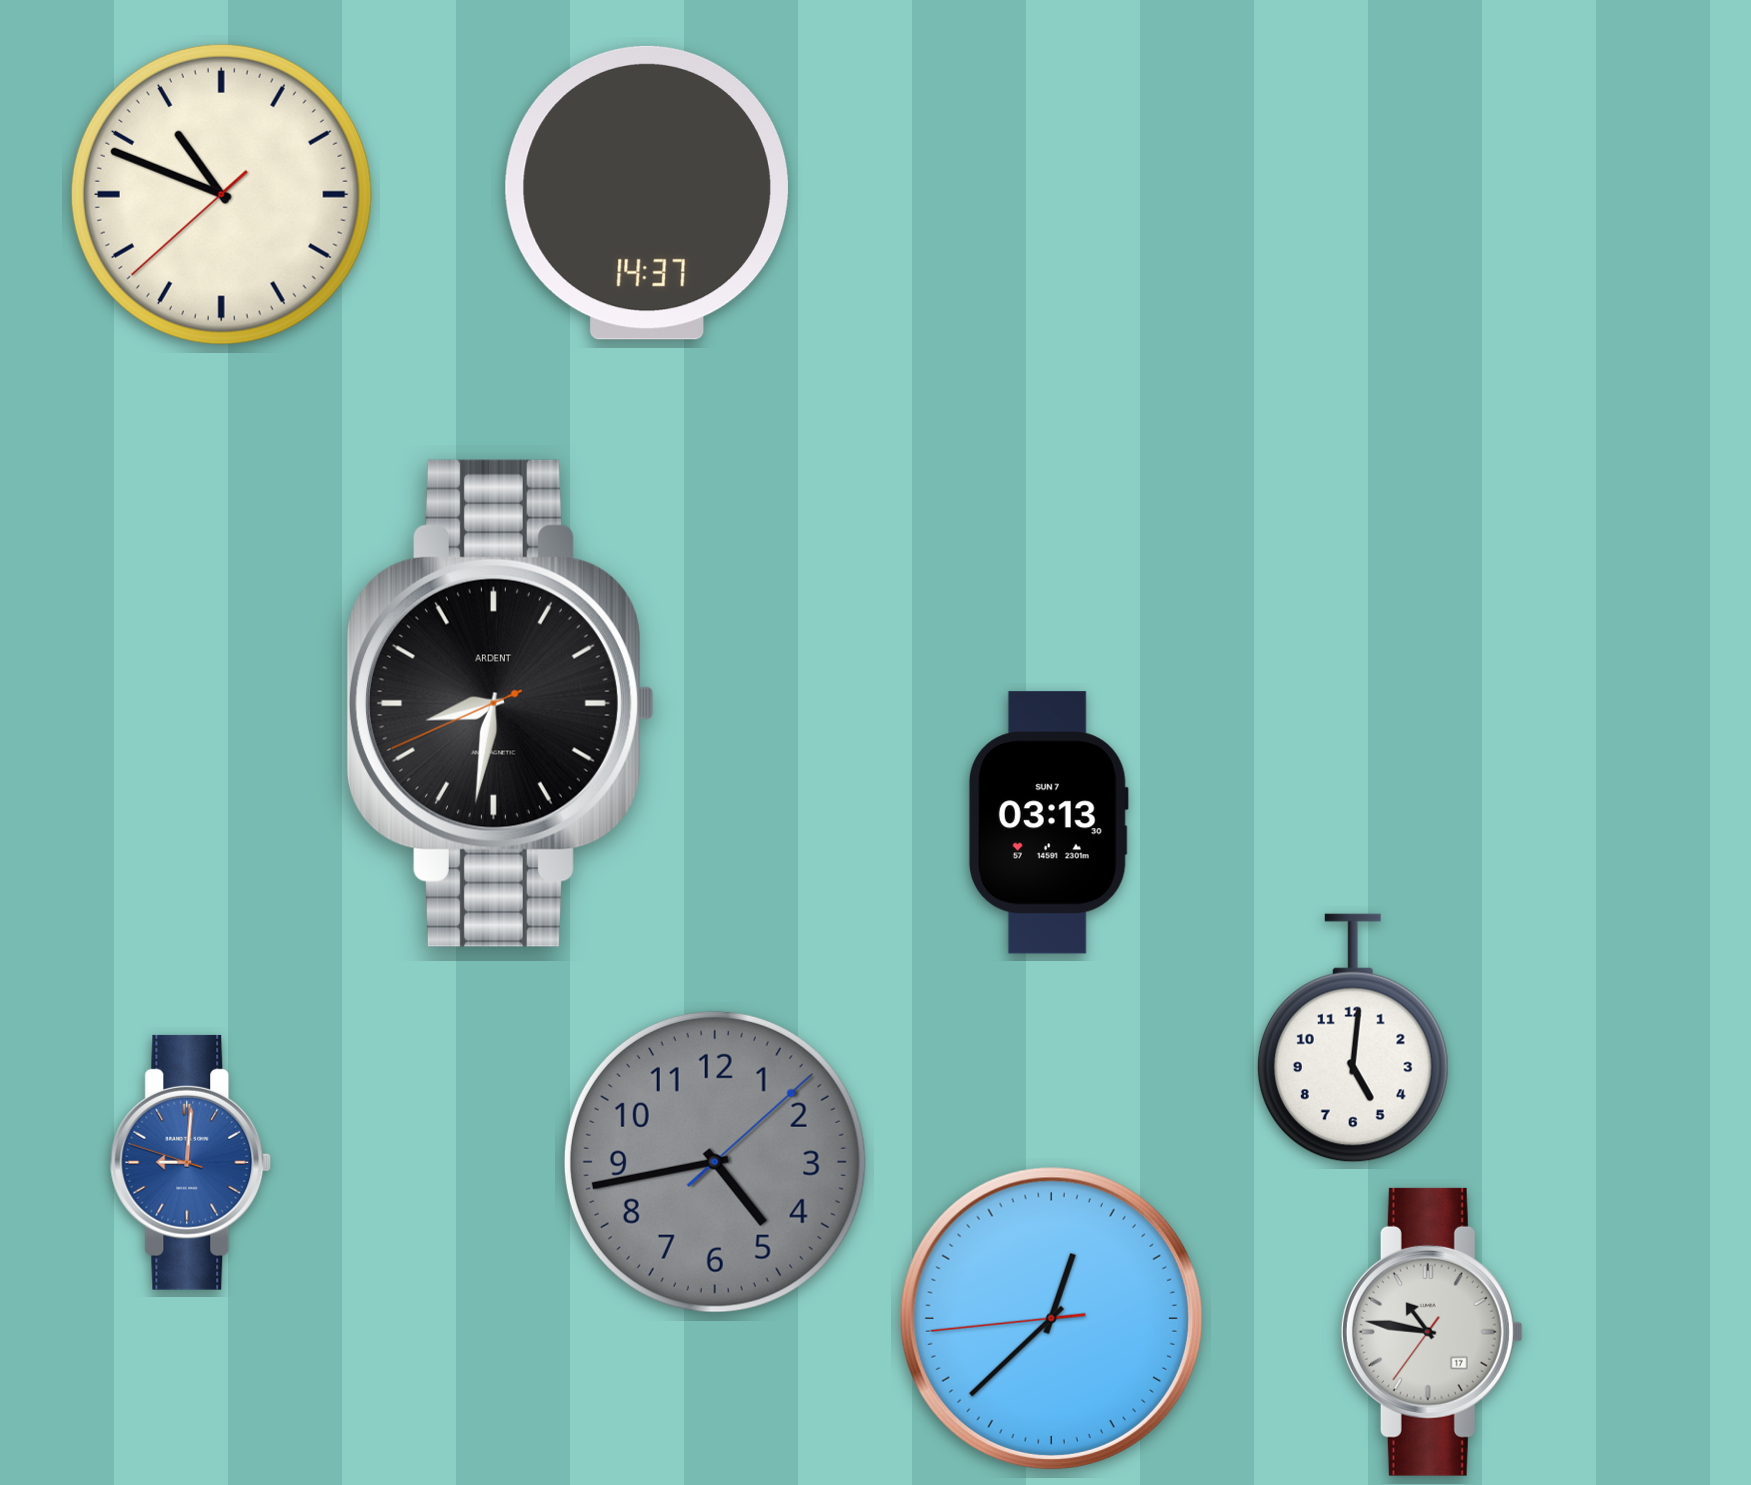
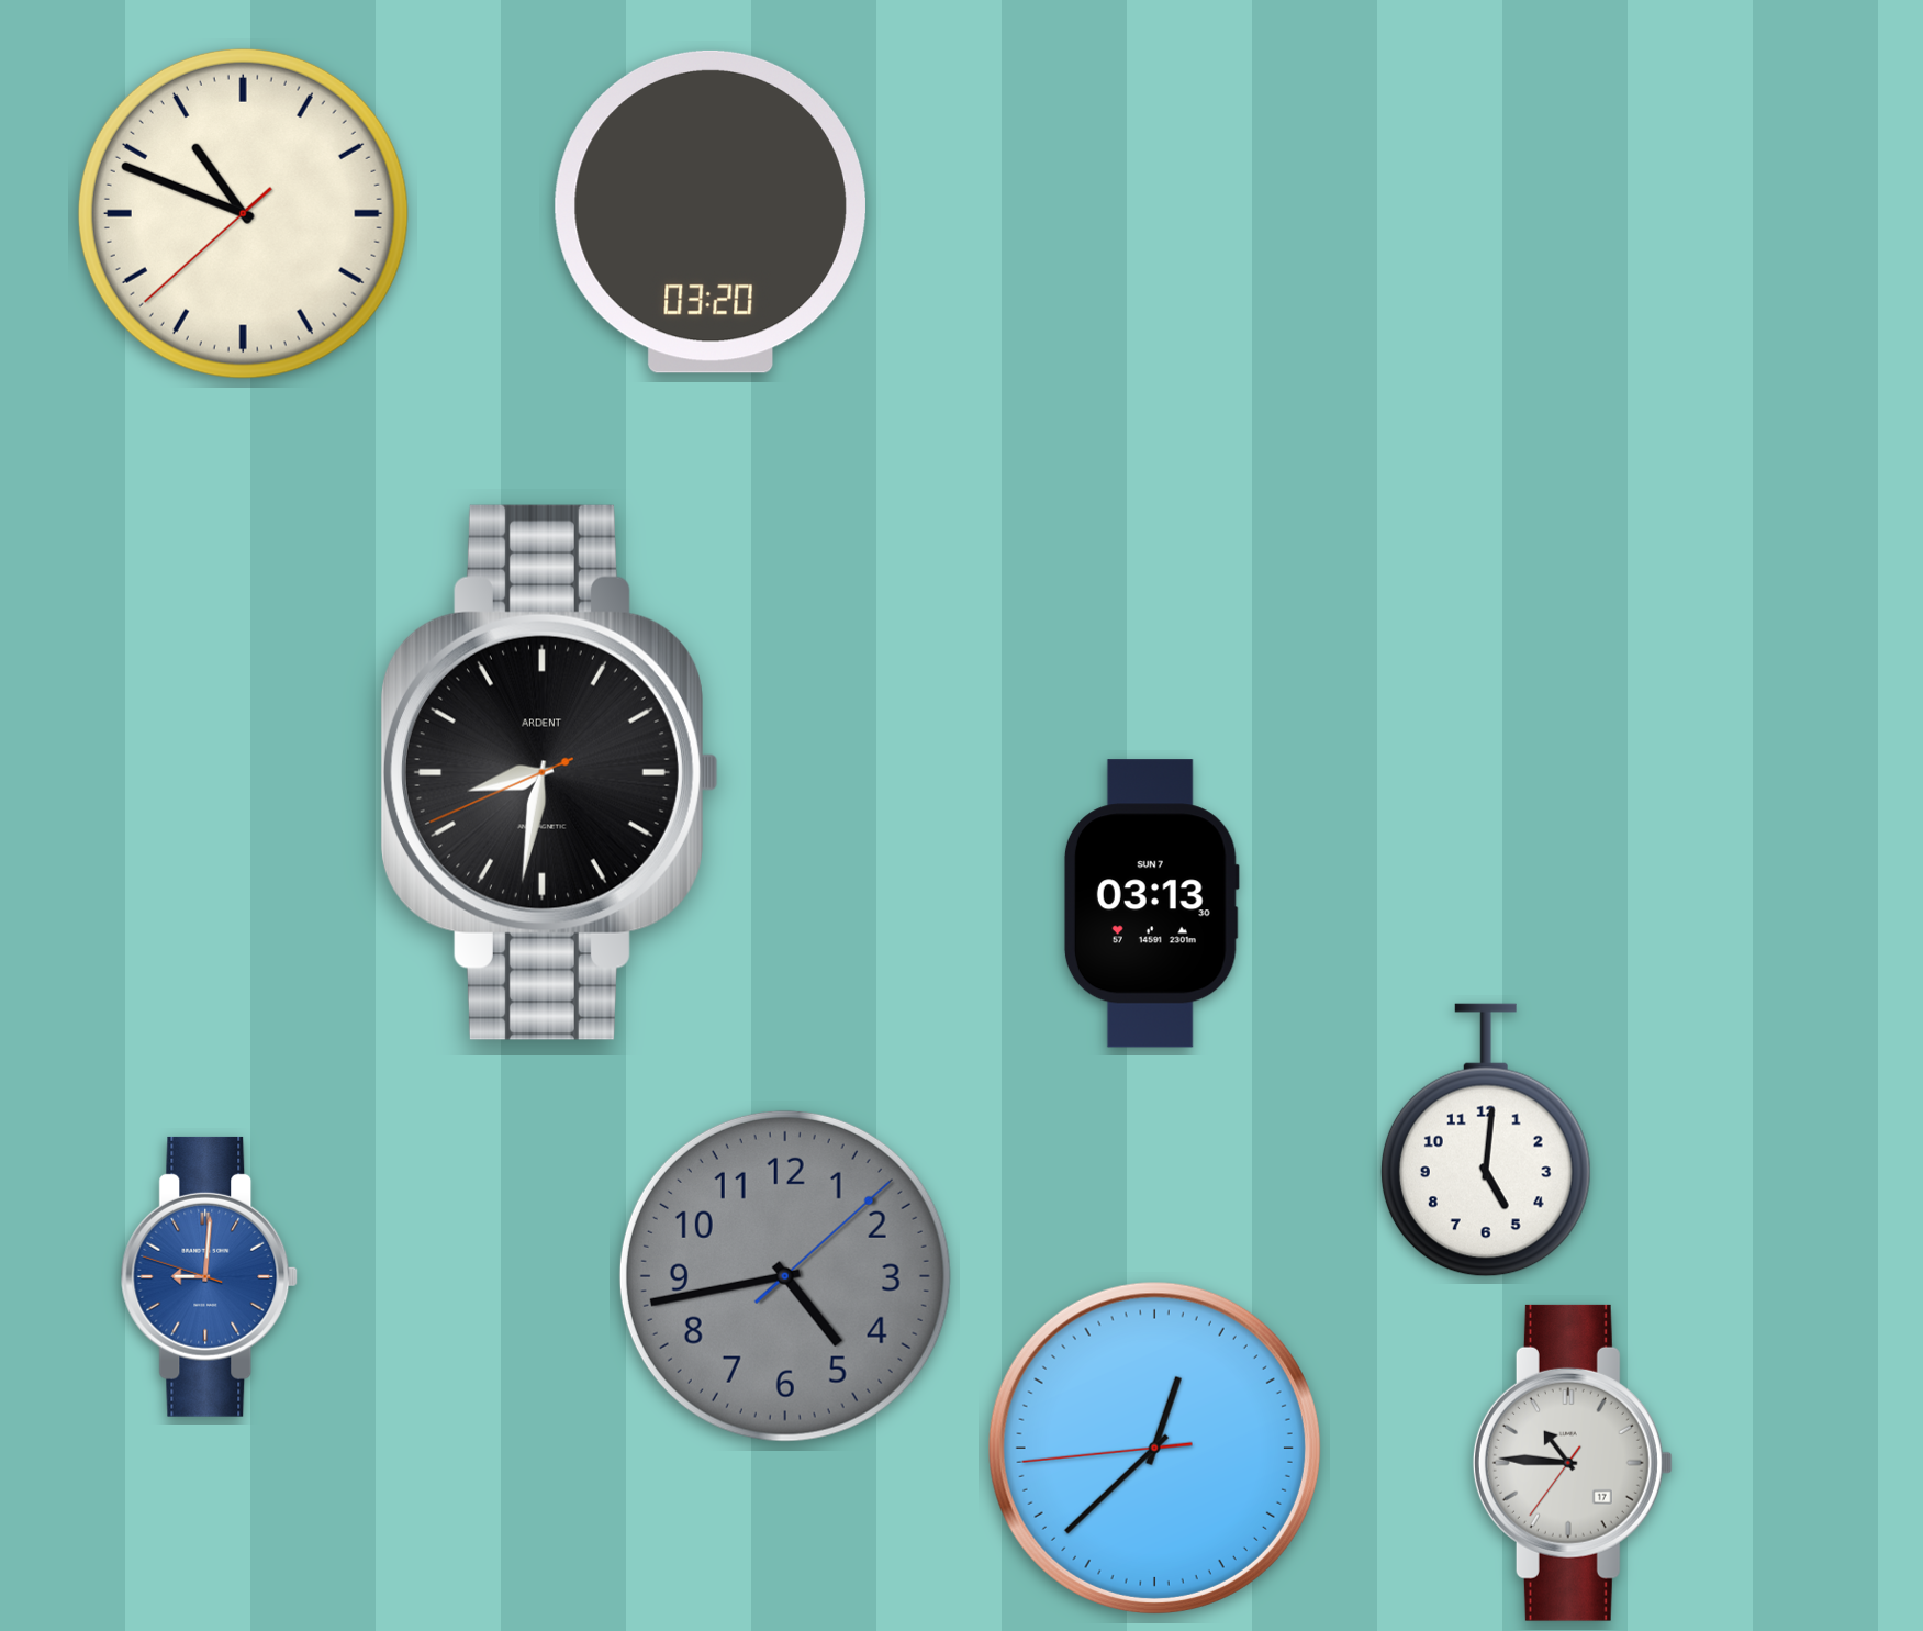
clock at (647, 193): 14:37 -> 03:20
clock at (1432, 1332): 10:46 -> 10:45
